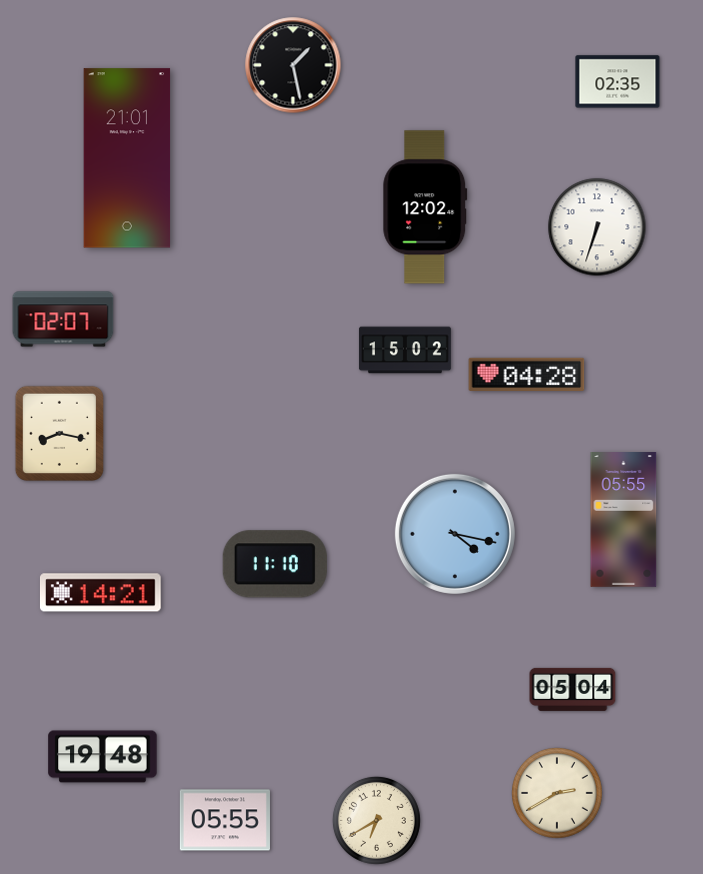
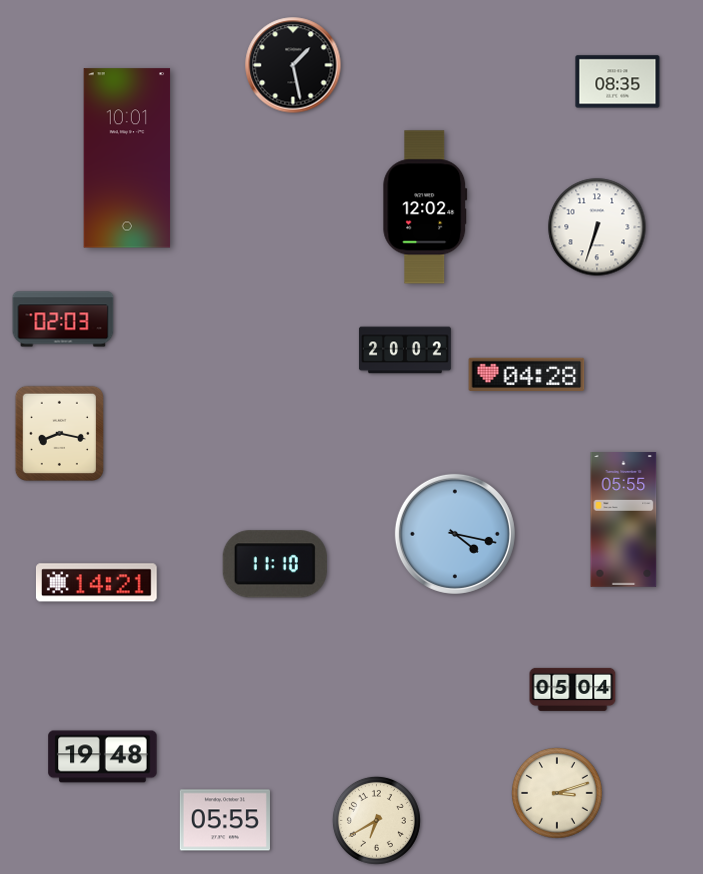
clock at (618, 82): 02:35 -> 08:35
clock at (127, 158): 21:01 -> 10:01
clock at (63, 319): 02:07 -> 02:03
clock at (405, 350): 15:02 -> 20:02
clock at (100, 593) position: (100, 593) -> (96, 583)
clock at (557, 793): 2:40 -> 3:12
